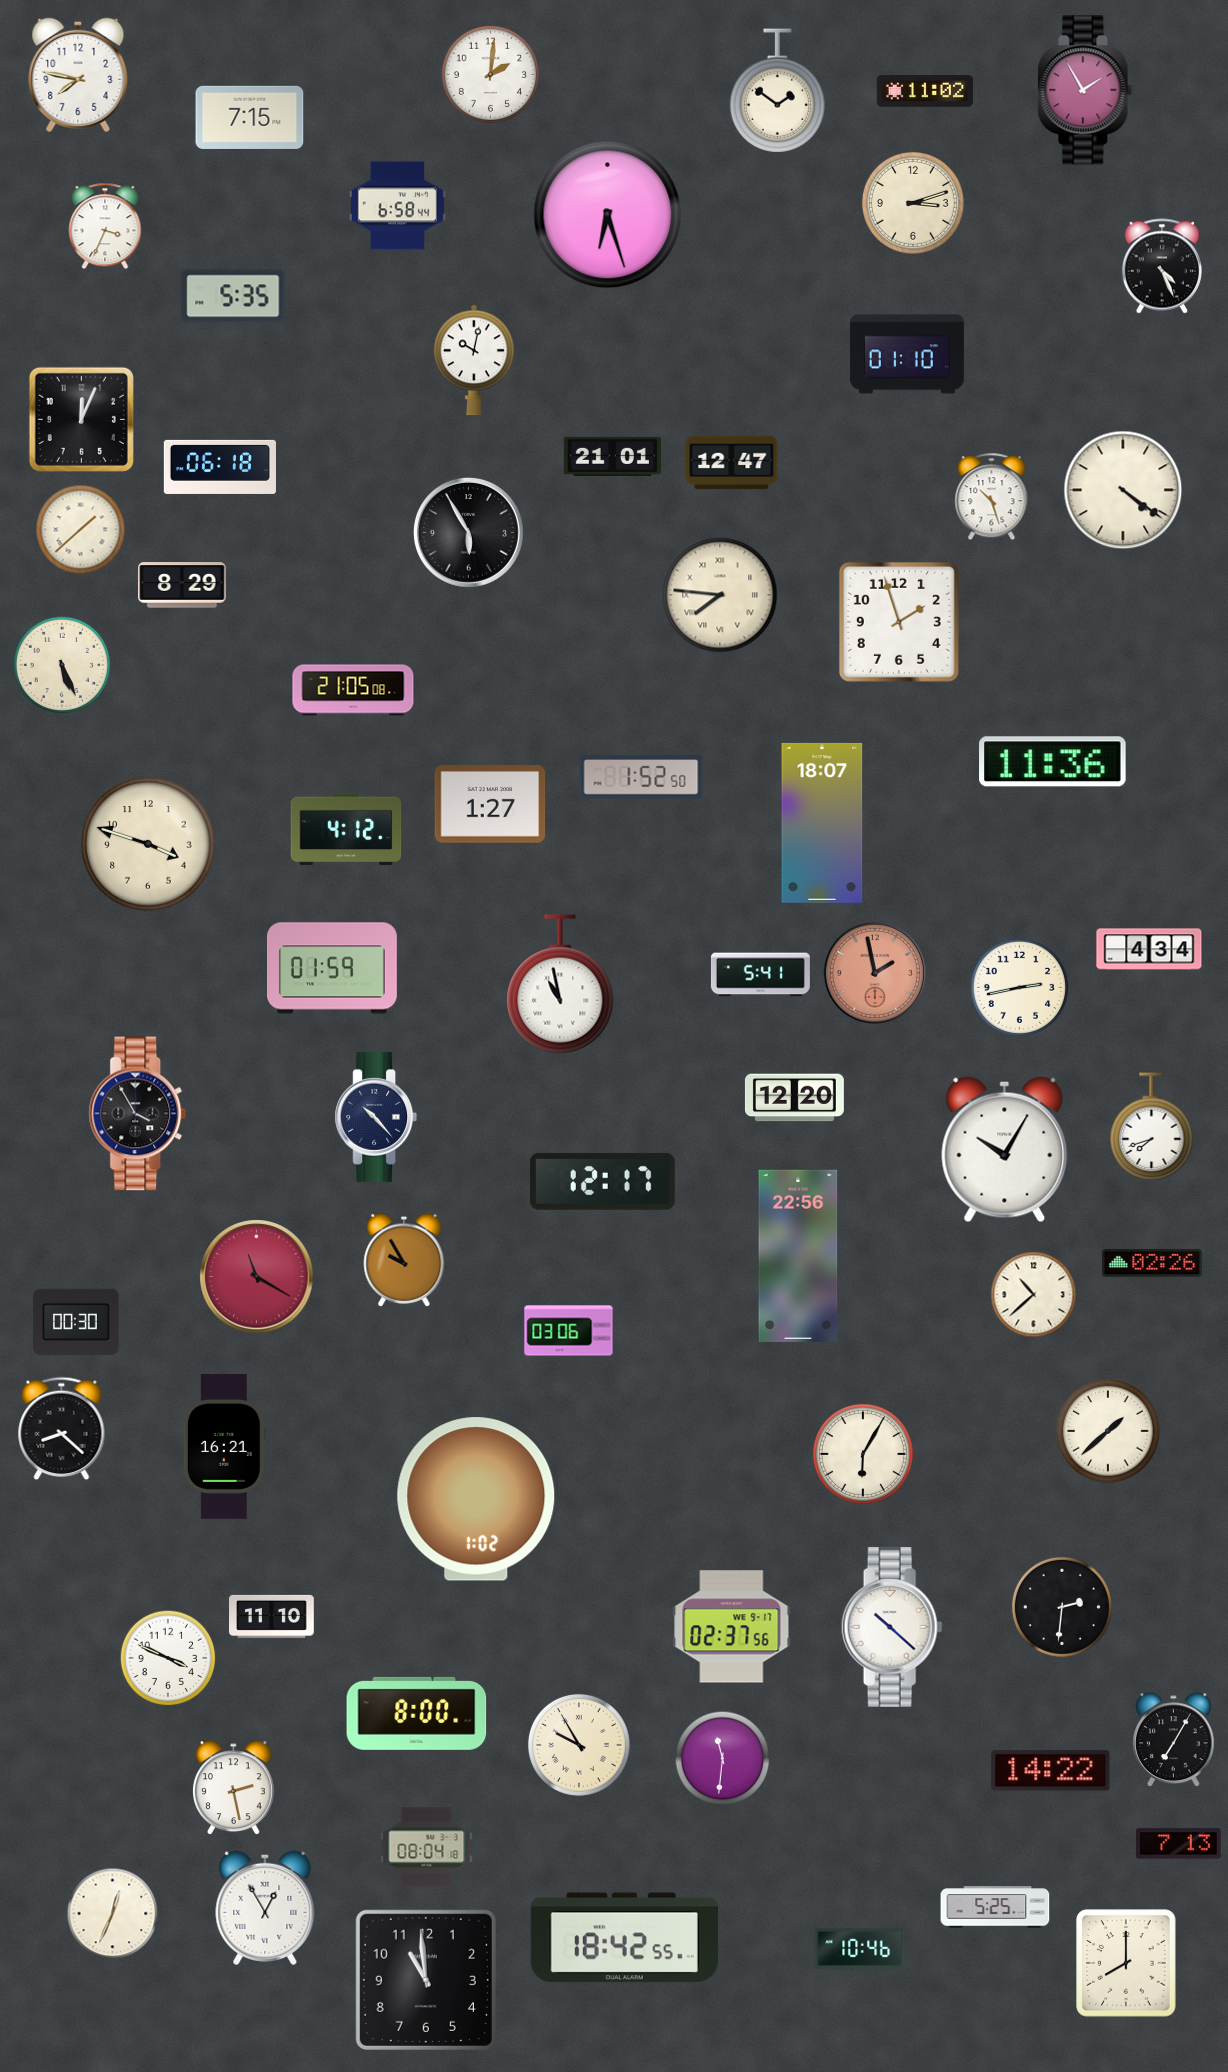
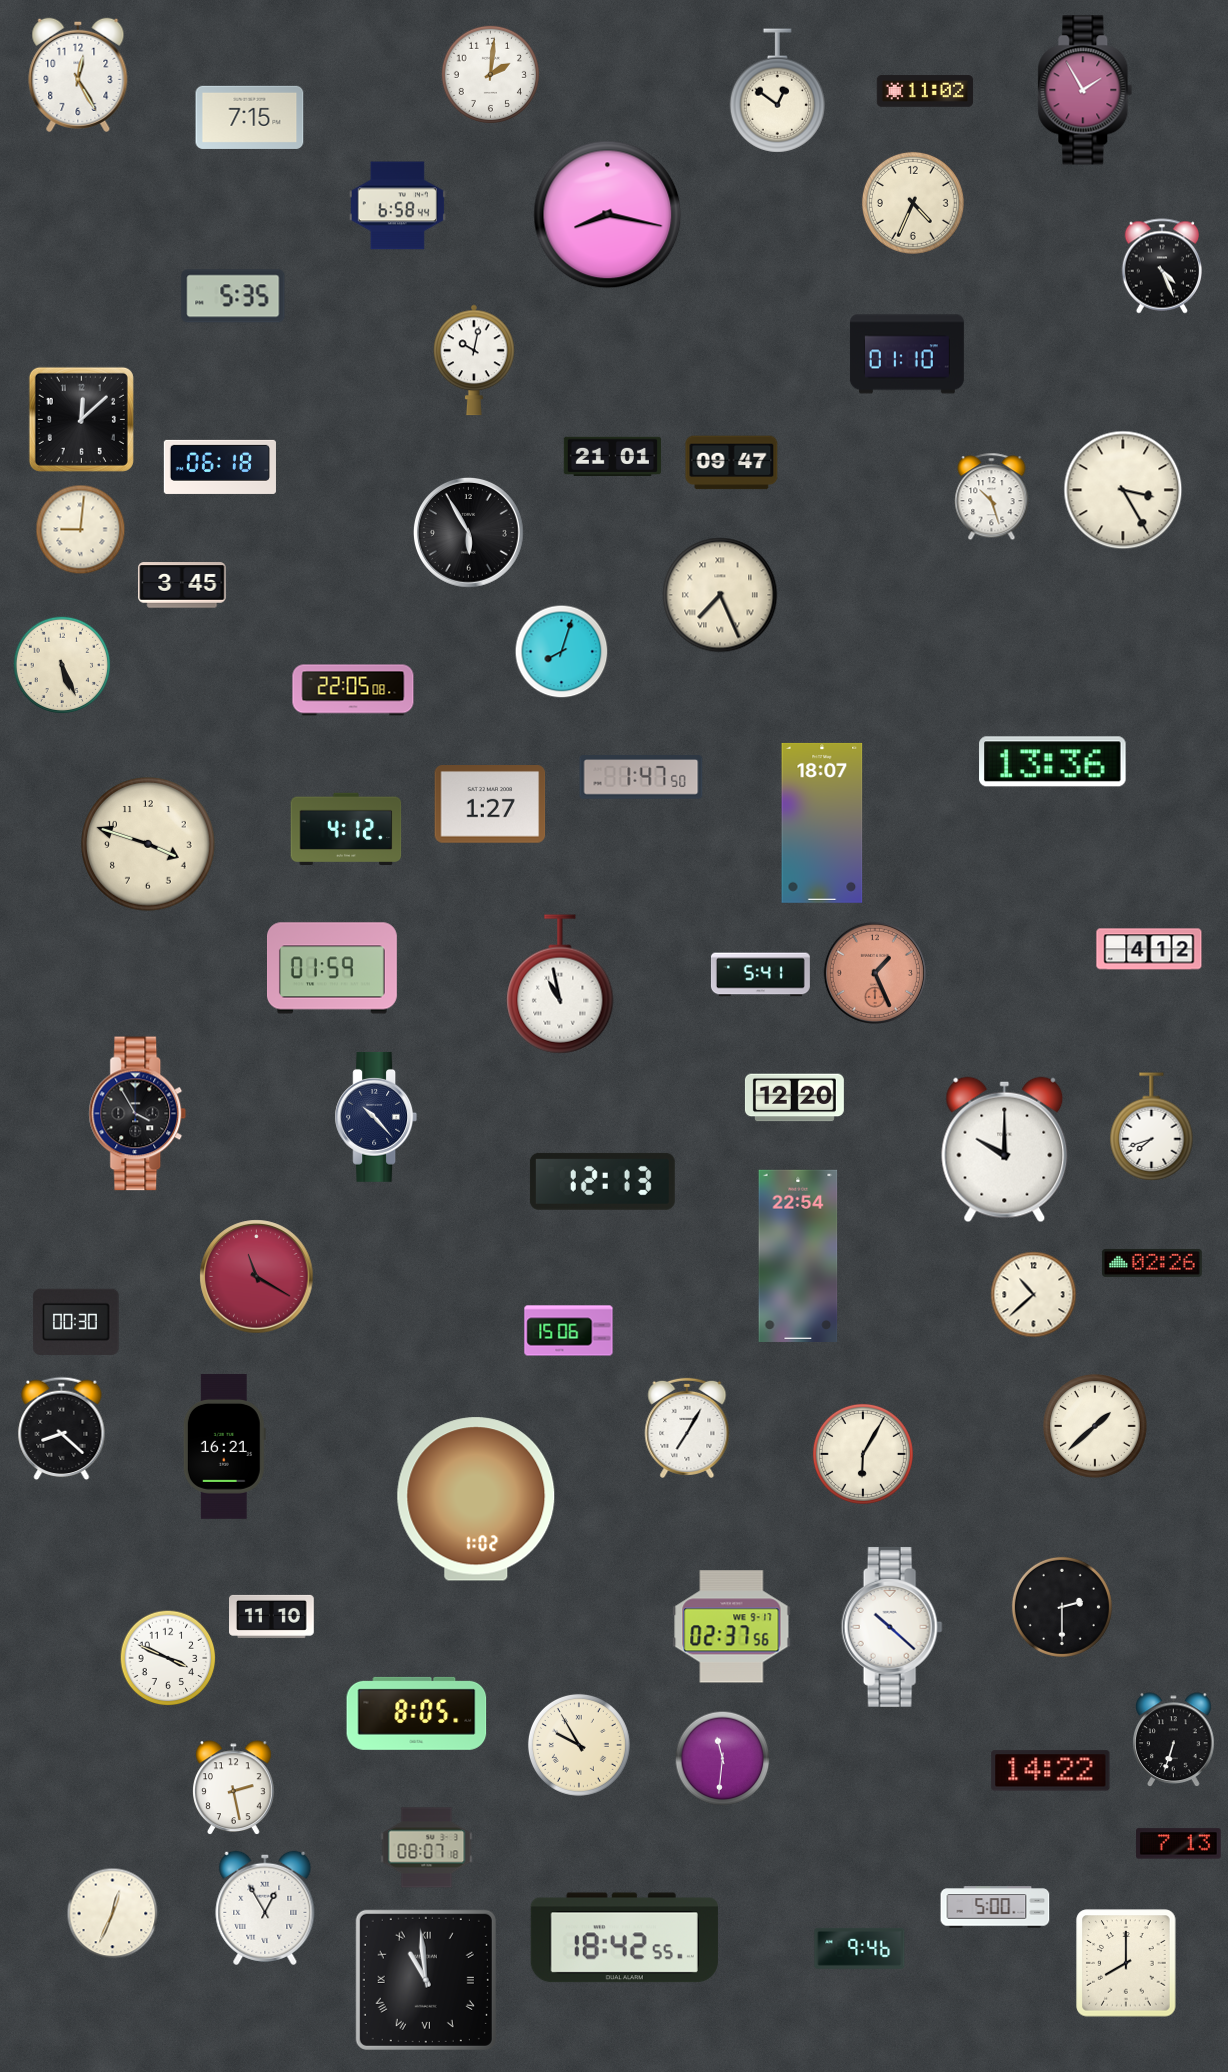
clock at (78, 75): 7:47 -> 12:25
clock at (777, 91): 1:51 -> 12:51
clock at (913, 203): 3:12 -> 4:34
clock at (608, 215): 6:27 -> 8:17
clock at (105, 226): 3:34 -> none
clock at (81, 419): 12:04 -> 12:08
clock at (732, 463): 12:47 -> 09:47
clock at (1123, 490): 4:21 -> 3:25
clock at (81, 530): 1:38 -> 9:01
clock at (182, 585): 8:29 -> 3:45
clock at (720, 595): 7:46 -> 7:26
clock at (899, 622): 1:57 -> none
clock at (562, 652): none -> 8:03
clock at (353, 690): 21:05 -> 22:05
clock at (1053, 762): 11:36 -> 13:36
clock at (641, 777): 1:52 -> 1:47
clock at (1149, 949): 4:34 -> 4:12
clock at (875, 973): 1:58 -> 1:26
clock at (1019, 987): 2:43 -> none
clock at (1005, 1150): 10:05 -> 10:00
clock at (602, 1181): 12:17 -> 12:13
clock at (798, 1256): 22:56 -> 22:54
clock at (404, 1260): 9:55 -> none
clock at (569, 1331): 03:06 -> 15:06
clock at (687, 1428): none -> 7:05
clock at (1109, 1432) position: (1109, 1432) -> (1096, 1427)
clock at (1062, 1607): 2:31 -> 2:30
clock at (417, 1713): 8:00 -> 8:05
clock at (1174, 1739): 7:05 -> 6:33
clock at (427, 1848): 08:04 -> 08:07
clock at (995, 1907): 5:25 -> 5:00
clock at (860, 1948): 10:46 -> 9:46
clock at (426, 1980) numerals: Arabic -> Roman
